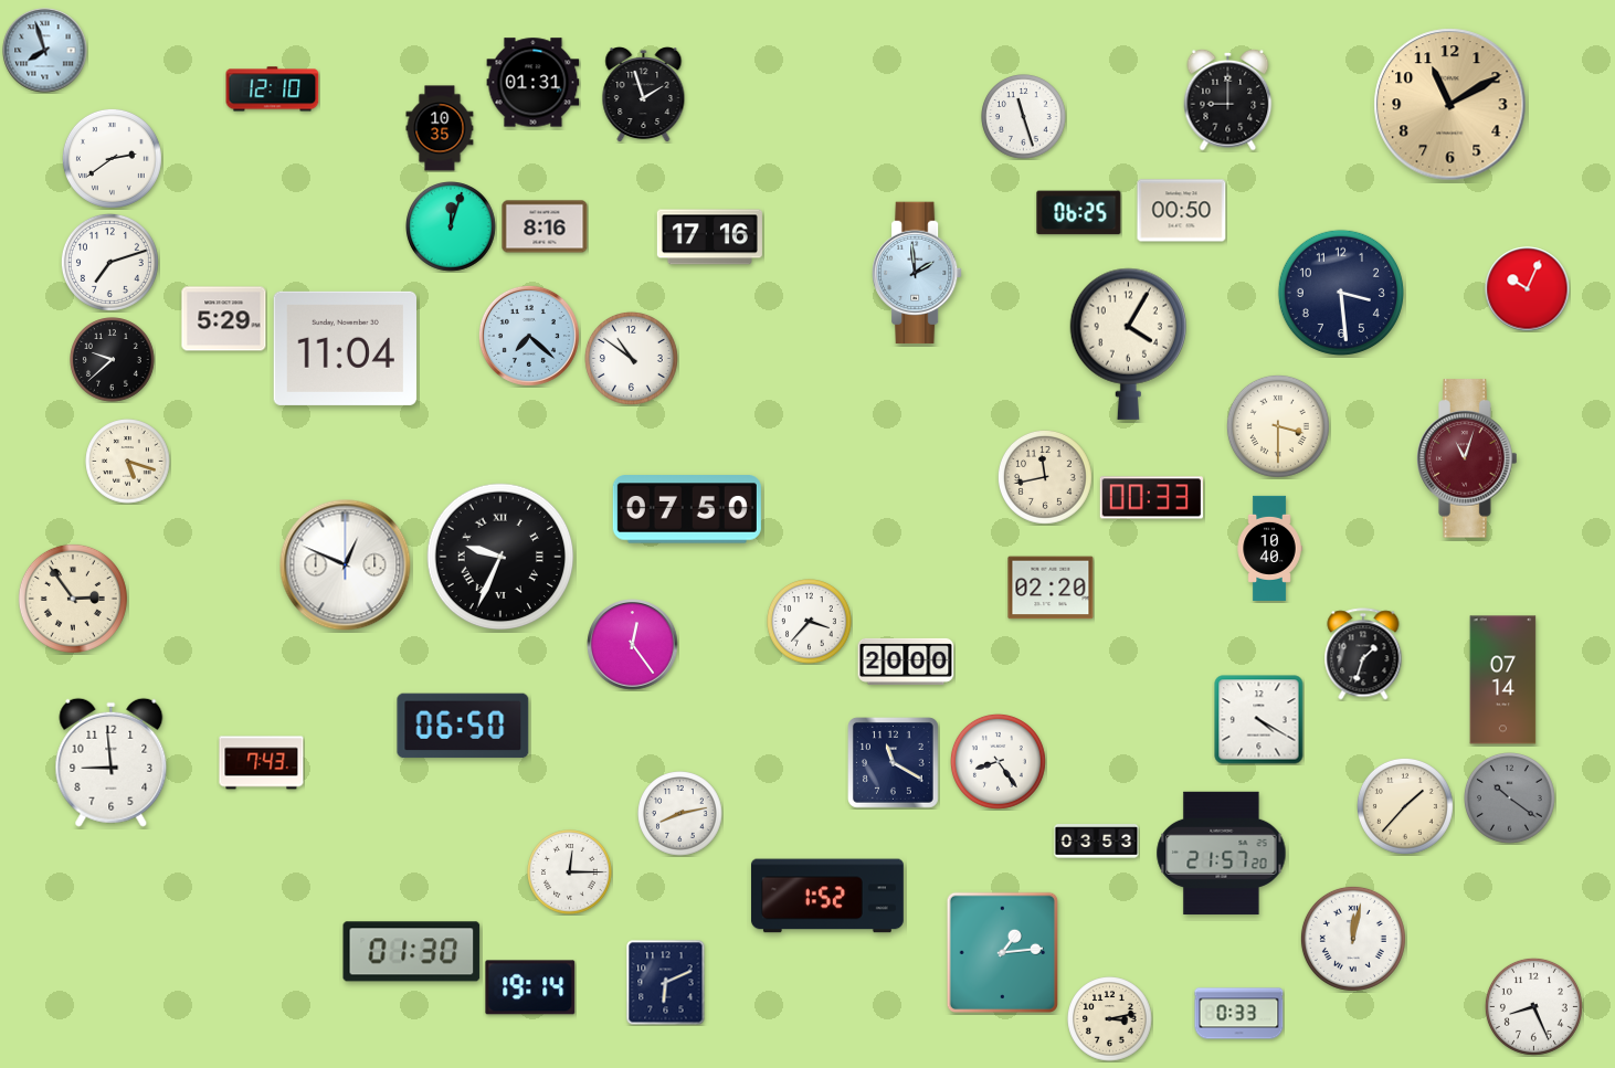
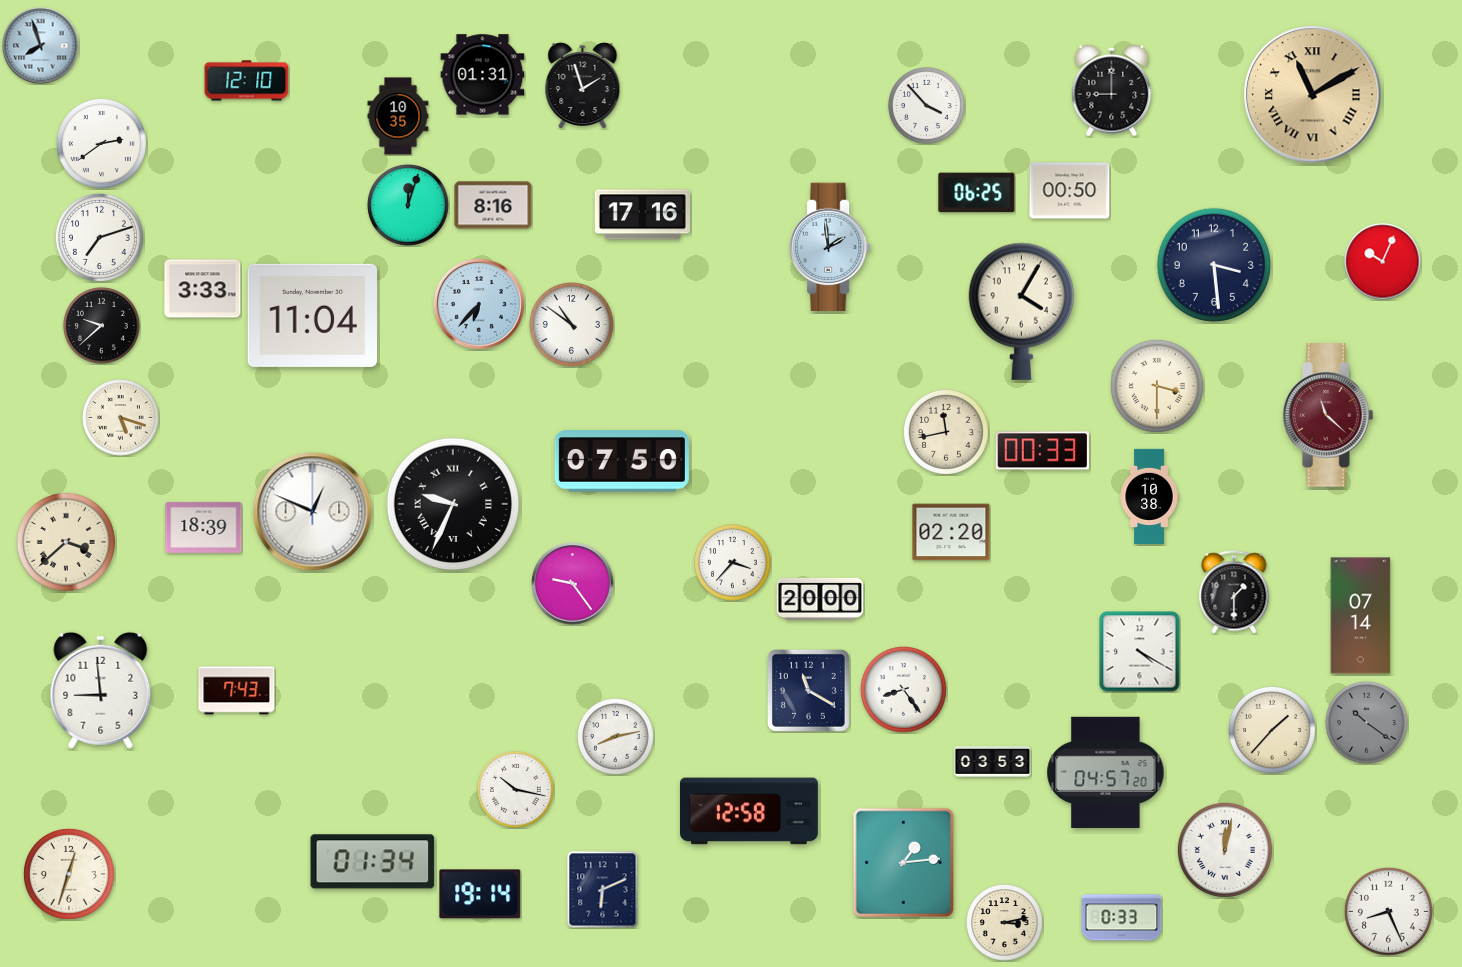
clock at (1450, 105) numerals: Arabic -> Roman
clock at (1024, 117): 11:27 -> 3:53
clock at (224, 319): 5:29 -> 3:33
clock at (529, 336): 7:22 -> 6:37
clock at (1467, 458): 11:03 -> 11:22
clock at (128, 462) position: (128, 462) -> (121, 418)
clock at (1269, 548): 10:40 -> 10:38
clock at (204, 527): none -> 18:39
clock at (73, 599): 2:54 -> 3:38
clock at (633, 645): 12:24 -> 9:24
clock at (1363, 654): 1:33 -> 1:30
clock at (463, 726): 06:50 -> none
clock at (1222, 853): 21:57 -> 04:57
clock at (570, 873): 12:15 -> 10:17
clock at (827, 896): 1:52 -> 12:58
clock at (412, 952): 01:30 -> 01:34
clock at (1002, 952) position: (1002, 952) -> (903, 862)
clock at (69, 874): none -> 12:33
